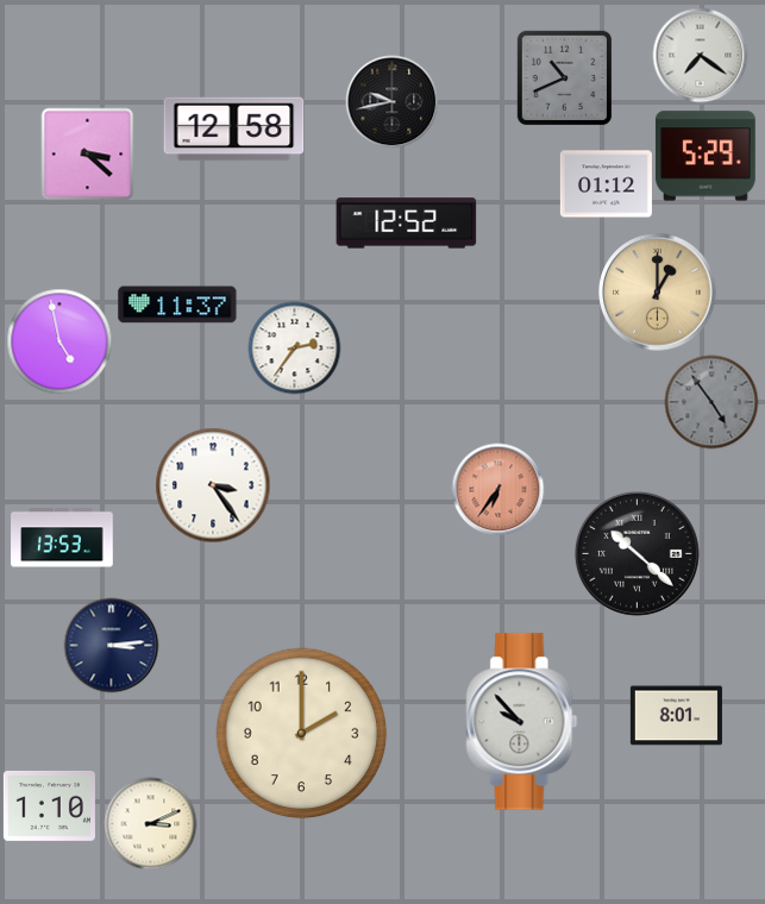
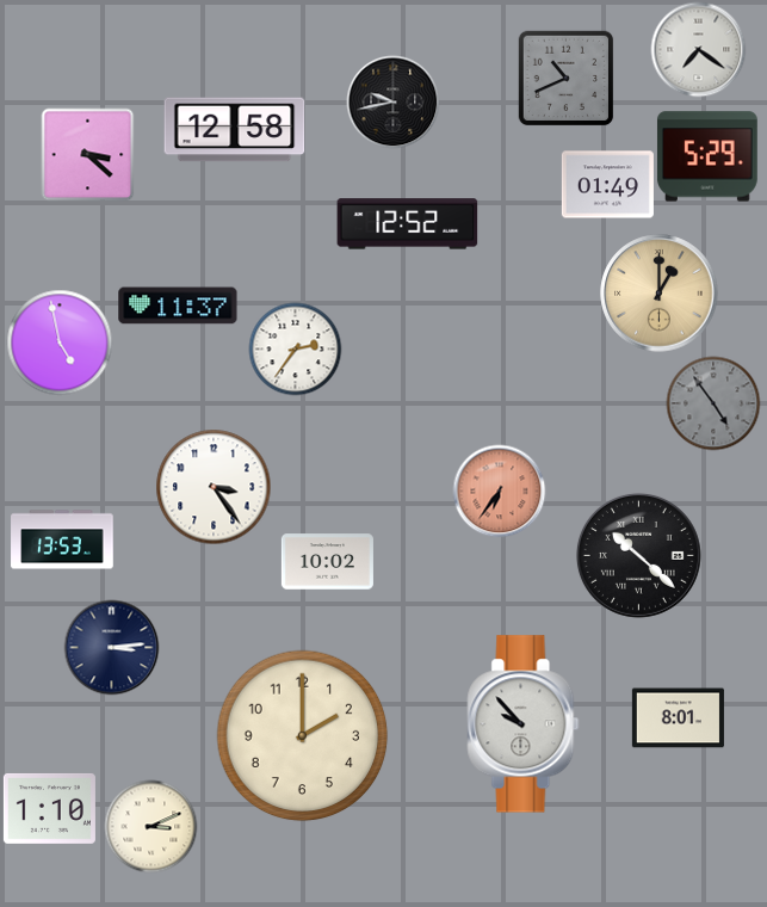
clock at (700, 55) position: (700, 55) -> (698, 49)
clock at (606, 184): 01:12 -> 01:49
clock at (327, 562): none -> 10:02
